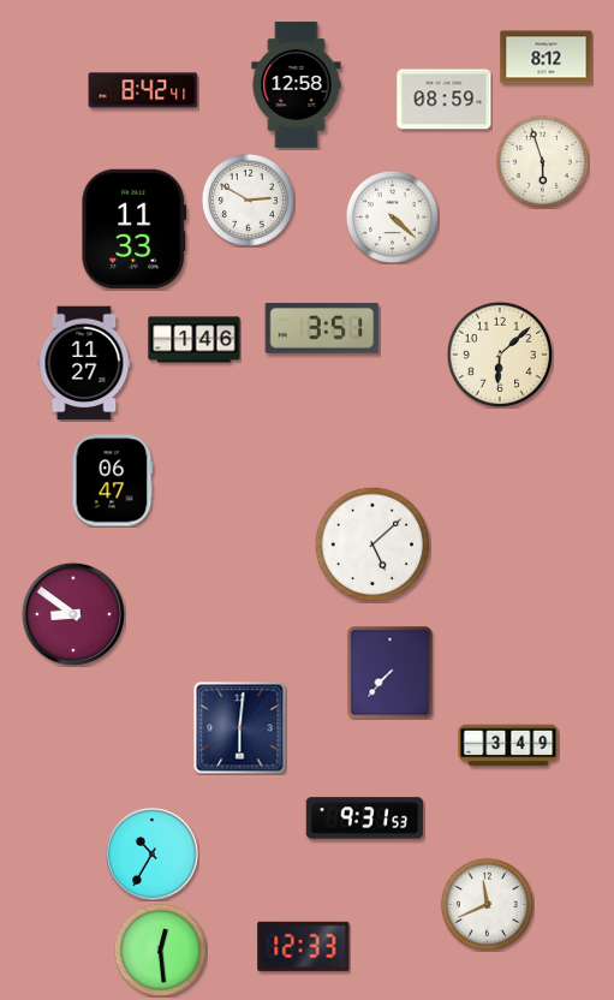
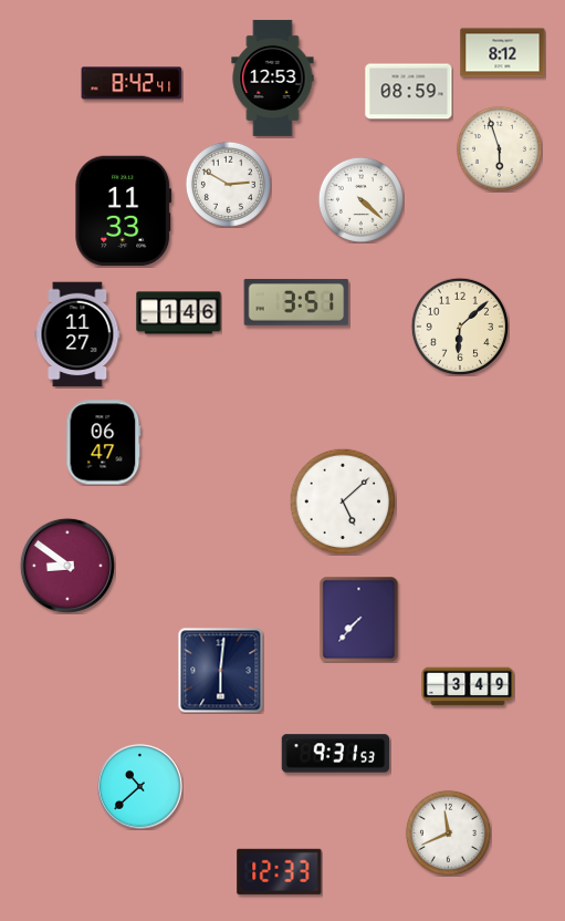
clock at (297, 84): 12:58 -> 12:53
clock at (153, 855): 10:35 -> 10:38
clock at (160, 950): 12:29 -> none
